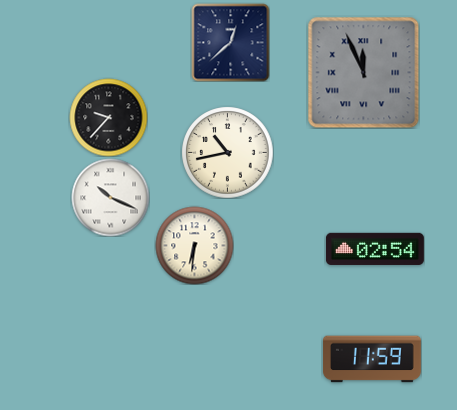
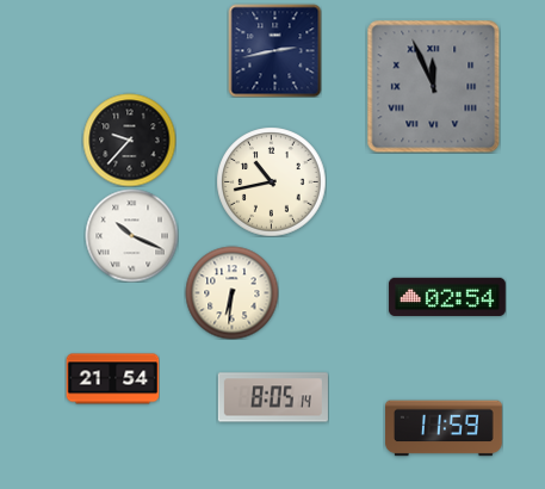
clock at (230, 42): 12:38 -> 2:43
clock at (112, 379): none -> 21:54
clock at (273, 397): none -> 8:05
